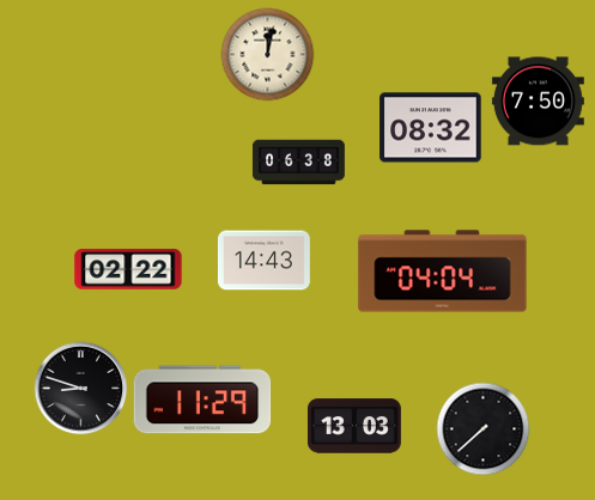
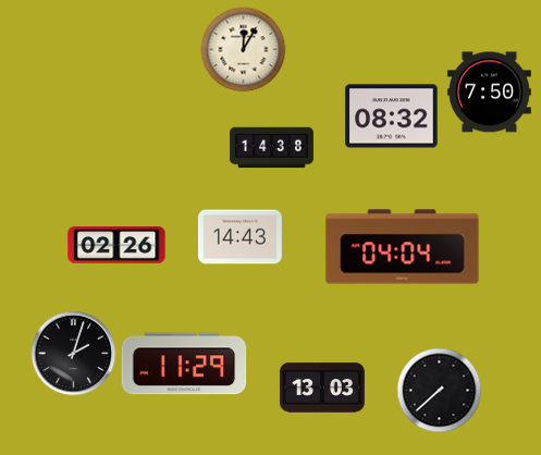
clock at (267, 54): 12:02 -> 12:05
clock at (299, 163): 06:38 -> 14:38
clock at (128, 269): 02:22 -> 02:26
clock at (80, 388): 8:48 -> 2:03
